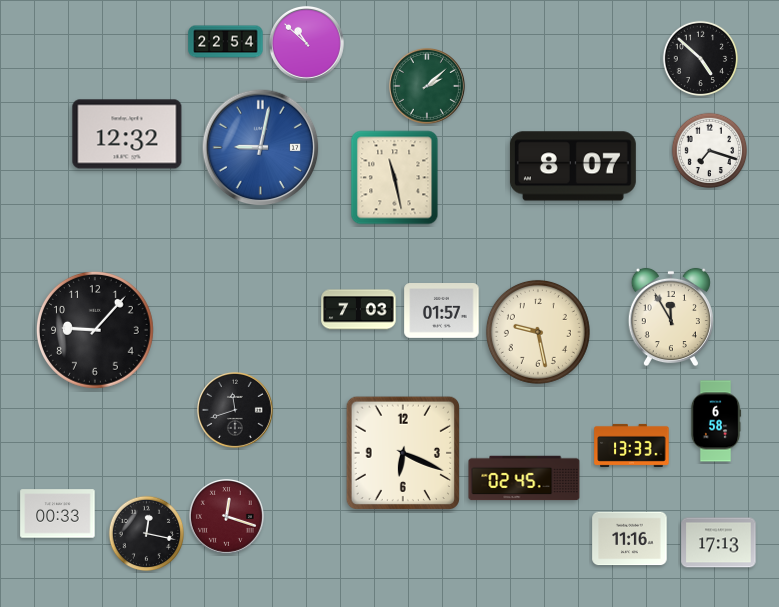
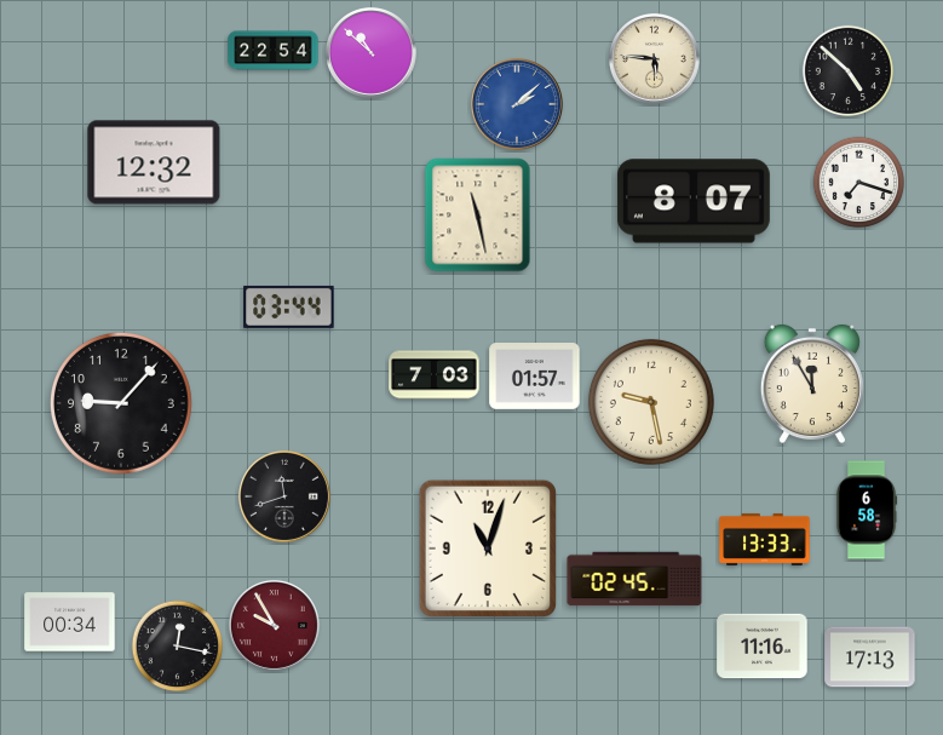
clock at (654, 58): none -> 5:46
clock at (427, 86) dial: green -> blue
clock at (261, 148): 9:02 -> none
clock at (289, 306): none -> 03:44
clock at (95, 330) position: (95, 330) -> (121, 403)
clock at (402, 452): 6:19 -> 11:03
clock at (58, 514): 00:33 -> 00:34
clock at (226, 516): 12:18 -> 9:55
clock at (630, 539) position: (630, 539) -> (763, 647)
